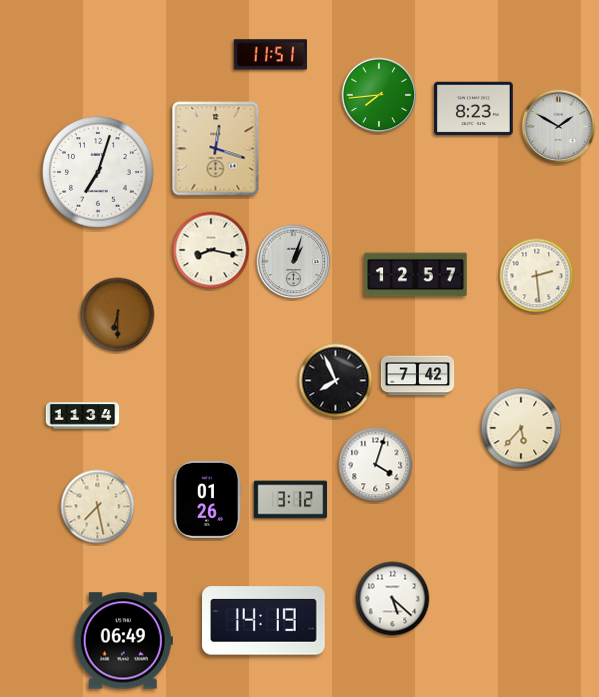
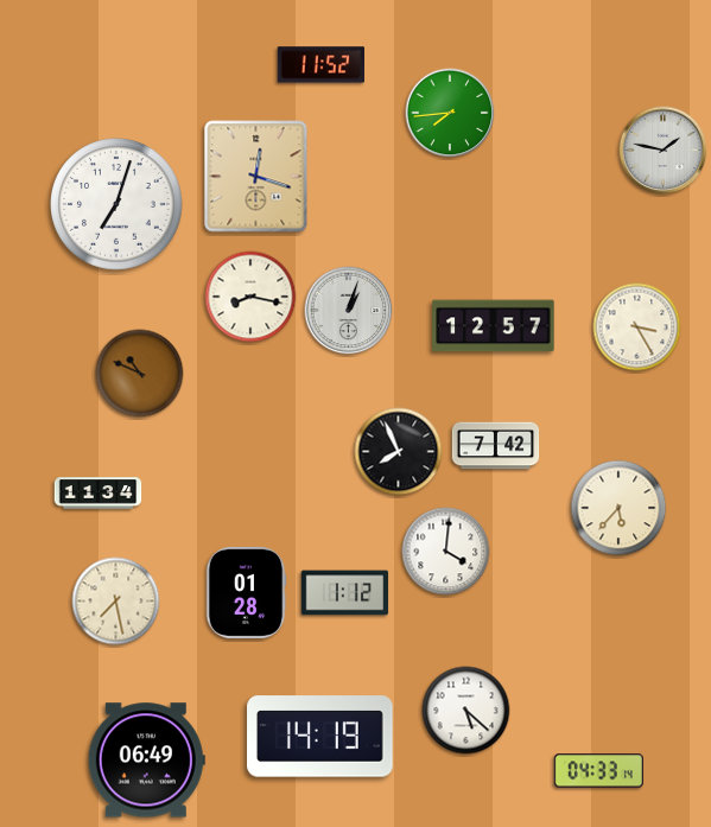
clock at (271, 55): 11:51 -> 11:52
clock at (474, 109): 8:23 -> none
clock at (559, 127): 1:50 -> 1:47
clock at (537, 276): 2:29 -> 3:25
clock at (118, 315): 6:30 -> 10:49
clock at (376, 465): 4:03 -> 4:01
clock at (207, 499): 01:26 -> 01:28
clock at (291, 500): 3:12 -> 1:12
clock at (264, 621) position: (264, 621) -> (320, 737)
clock at (598, 771): none -> 04:33
